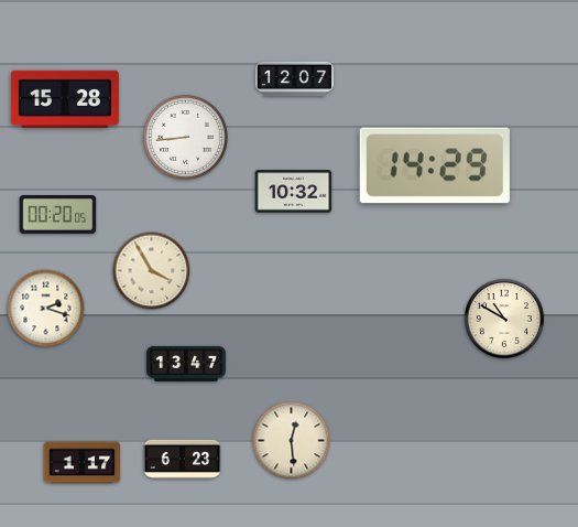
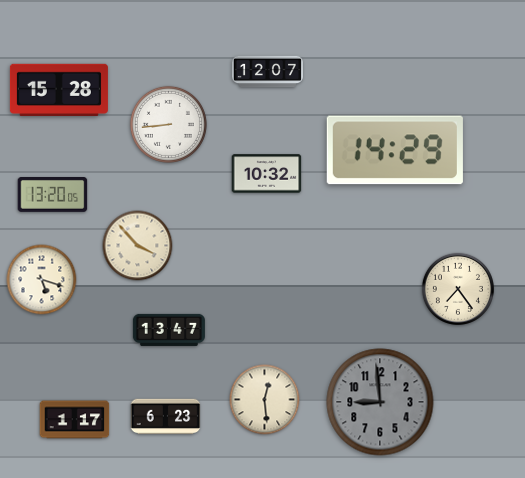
clock at (58, 215): 00:20 -> 13:20
clock at (152, 271): 3:55 -> 3:53
clock at (46, 309): 2:18 -> 5:18
clock at (504, 319): 10:50 -> 7:24
clock at (380, 402): none -> 8:59
